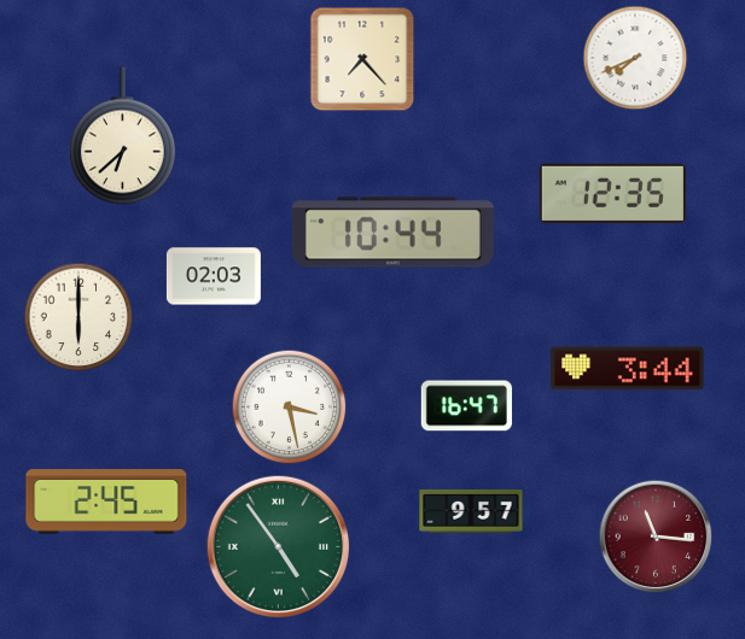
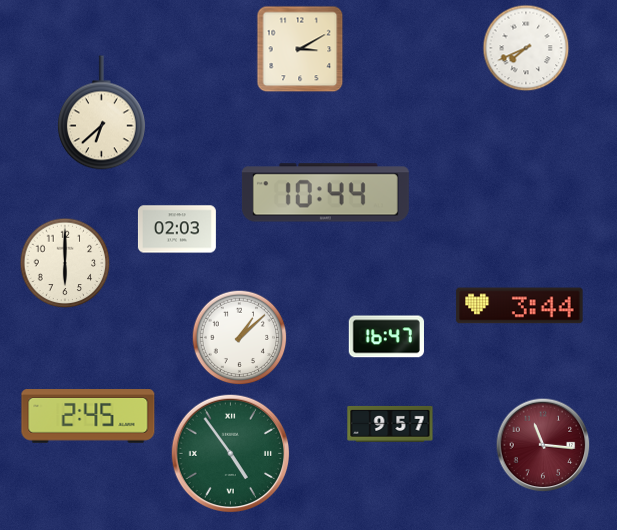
clock at (362, 59): 7:23 -> 3:10
clock at (612, 193): 12:35 -> none
clock at (290, 408): 3:28 -> 1:08
